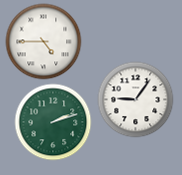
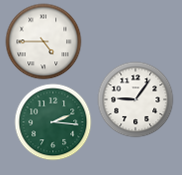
clock at (53, 122): 2:12 -> 2:16
